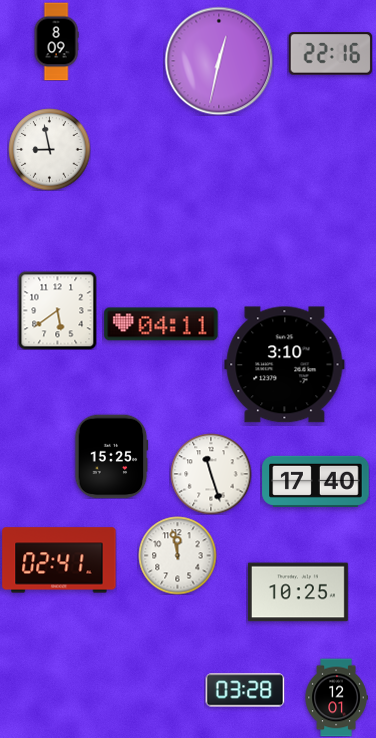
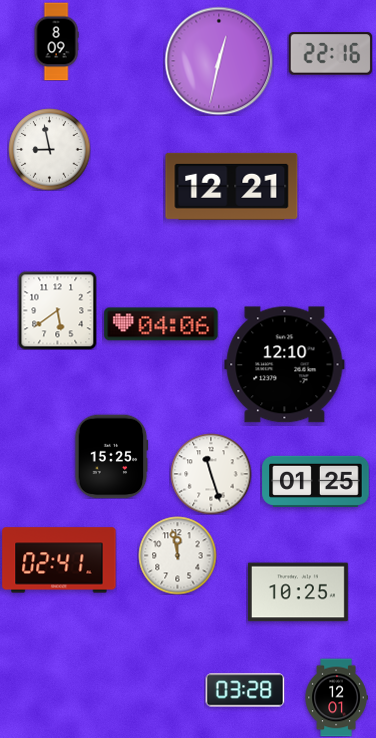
clock at (232, 186): none -> 12:21
clock at (161, 324): 04:11 -> 04:06
clock at (285, 365): 3:10 -> 12:10
clock at (316, 481): 17:40 -> 01:25
